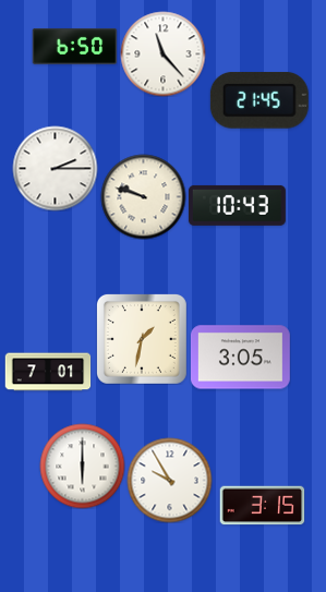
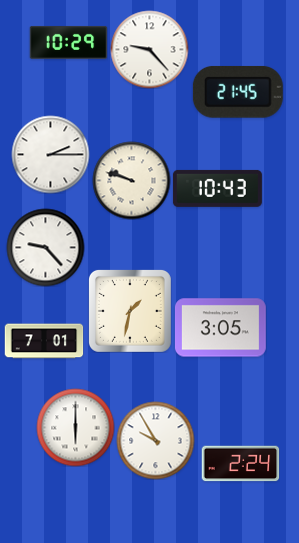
clock at (74, 46): 6:50 -> 10:29
clock at (162, 53): 11:23 -> 9:23
clock at (45, 247): none -> 9:23
clock at (262, 506): 3:15 -> 2:24
